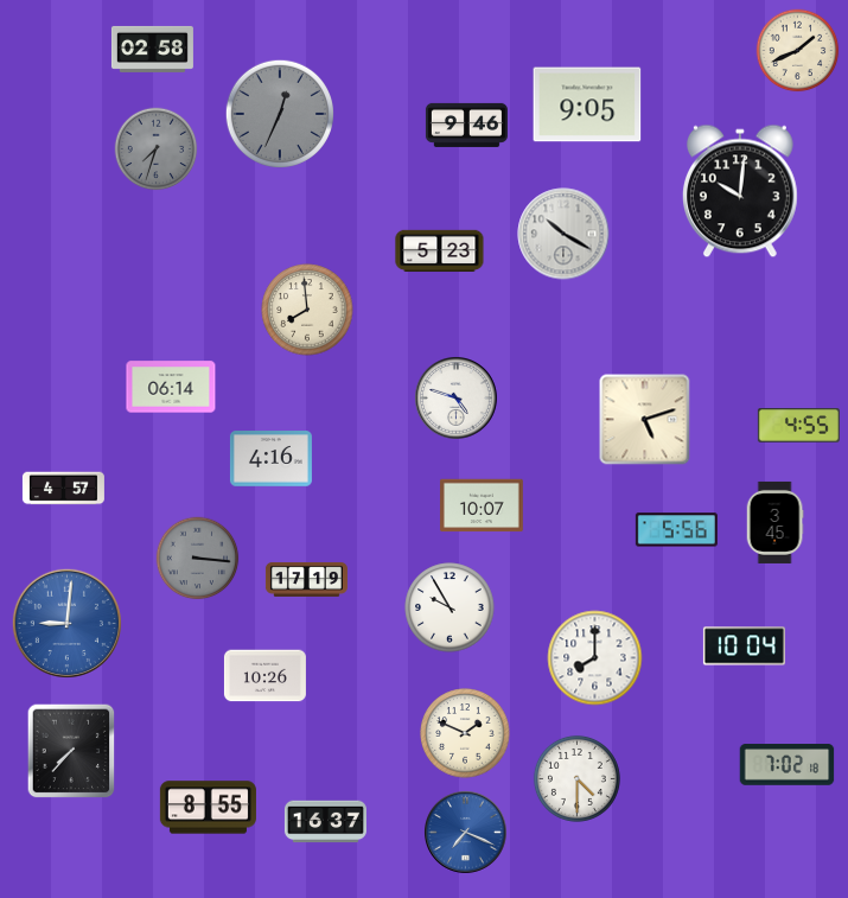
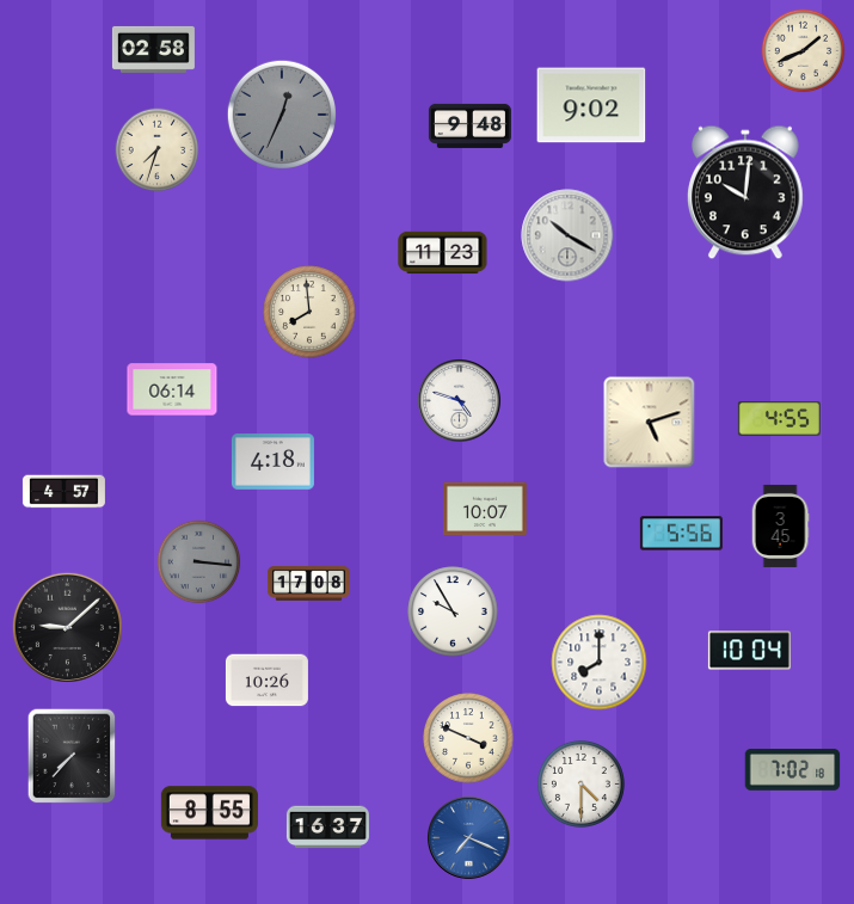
clock at (587, 104): 9:05 -> 9:02
clock at (466, 125): 9:46 -> 9:48
clock at (157, 149) dial: grey -> cream
clock at (440, 251): 5:23 -> 11:23
clock at (798, 426) position: (798, 426) -> (779, 419)
clock at (270, 459): 4:16 -> 4:18
clock at (306, 579): 17:19 -> 17:08
clock at (66, 623): 9:01 -> 9:08
clock at (66, 623) dial: blue -> black
clock at (465, 733): 1:49 -> 3:49
